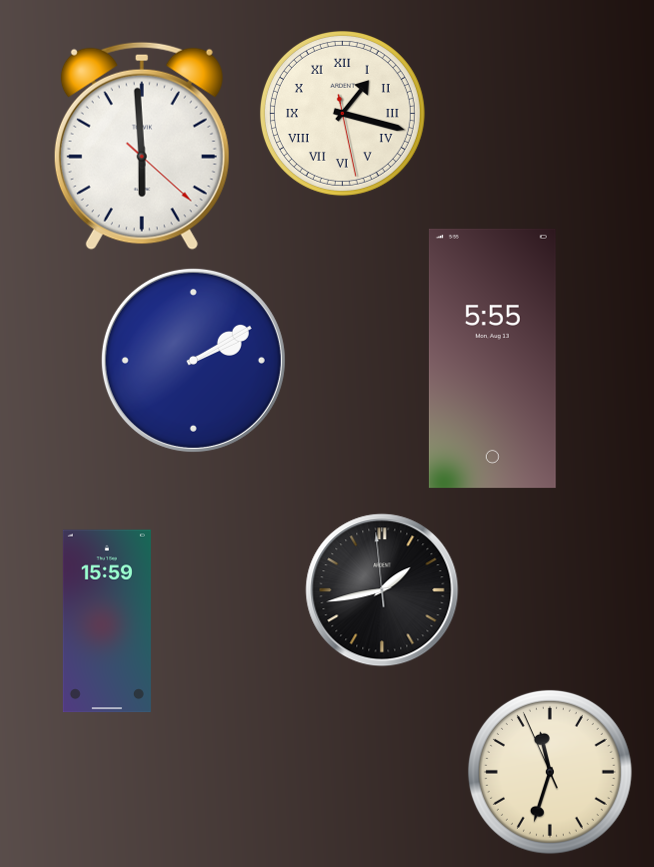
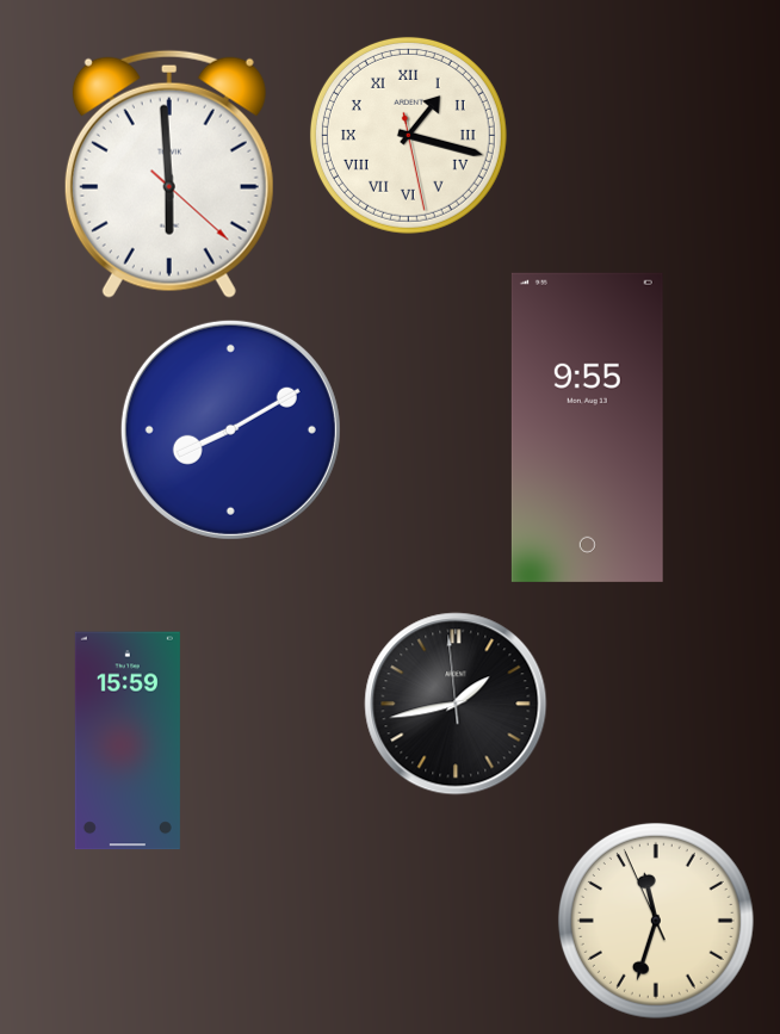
clock at (492, 358): 5:55 -> 9:55
clock at (193, 360): 2:10 -> 8:10
